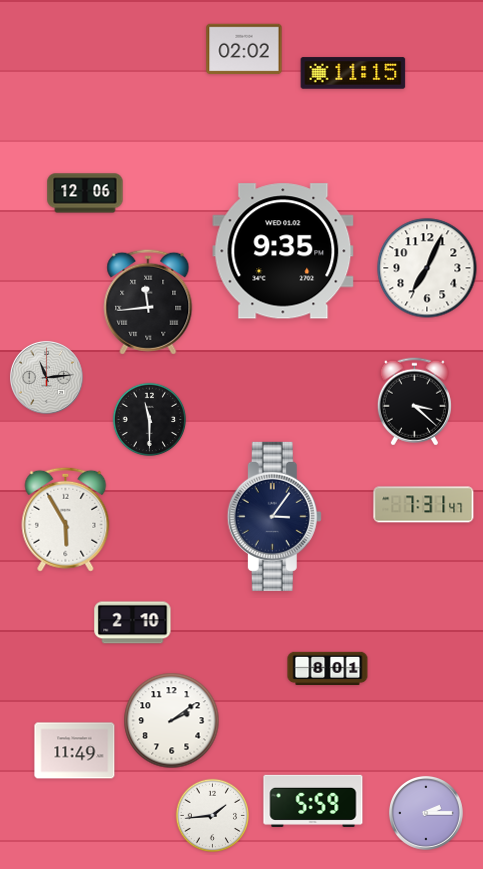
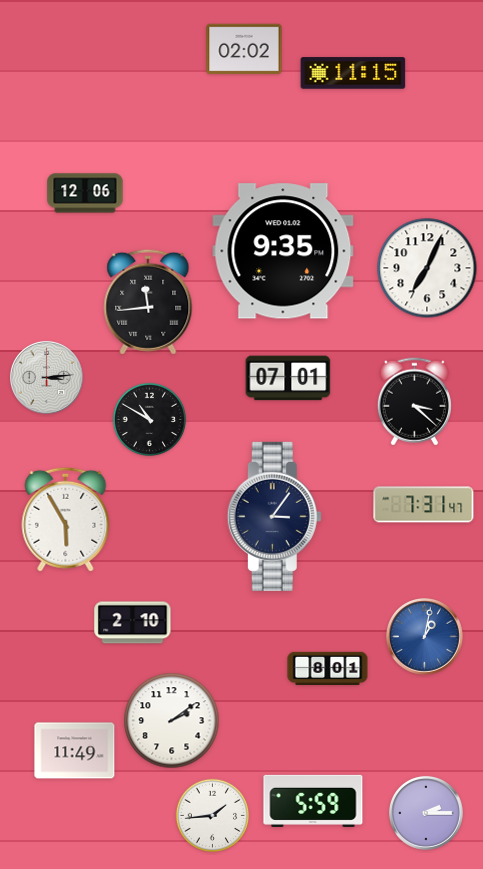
clock at (46, 377): 11:14 -> 3:14
clock at (288, 378): none -> 07:01
clock at (150, 420): 11:30 -> 10:50
clock at (425, 637): none -> 1:02
